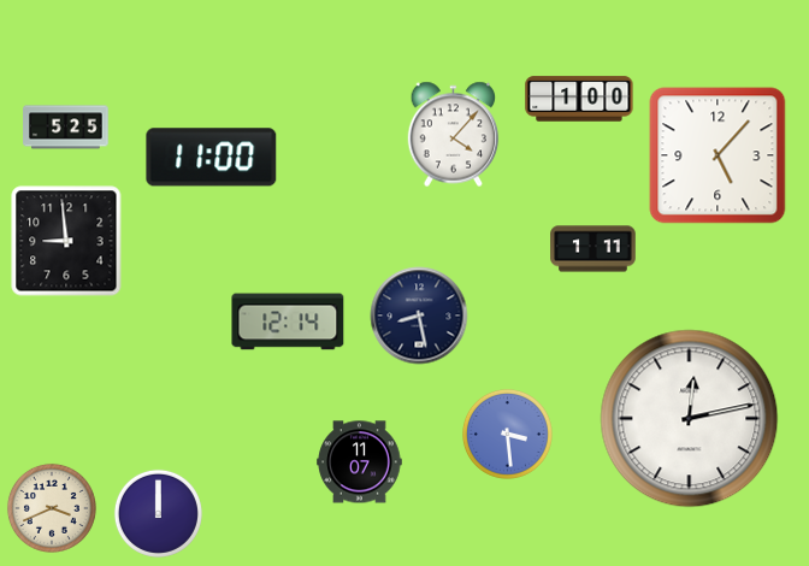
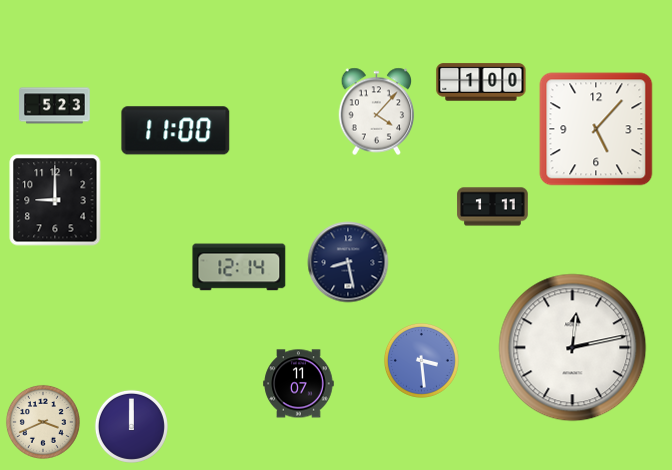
clock at (66, 128): 5:25 -> 5:23
clock at (66, 241): 8:59 -> 9:00
